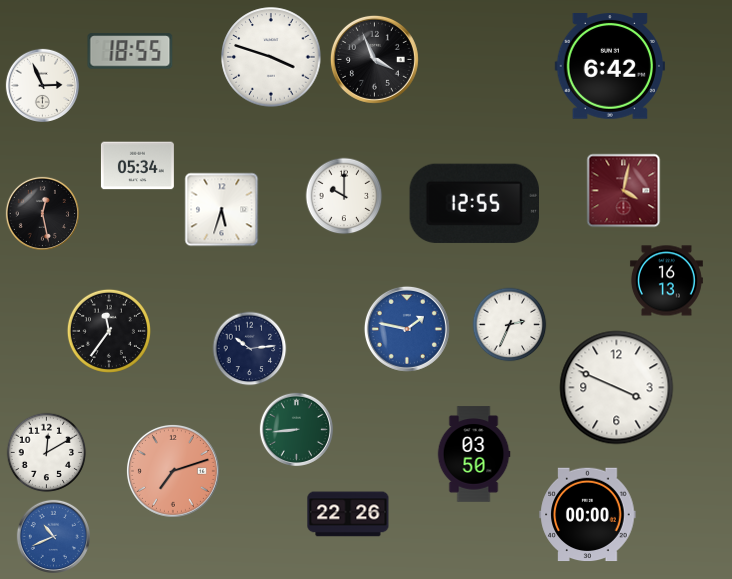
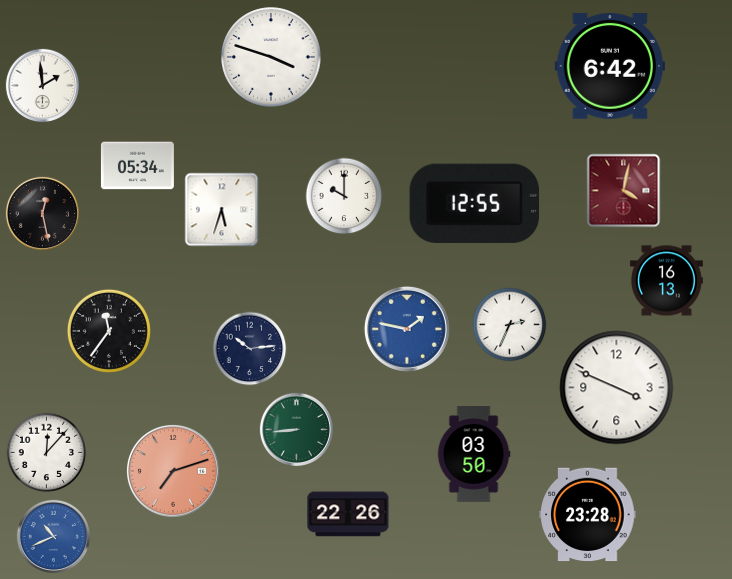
clock at (130, 51): 18:55 -> none
clock at (374, 59): 3:56 -> none
clock at (42, 85): 2:56 -> 1:59
clock at (47, 453): 12:10 -> 12:07
clock at (588, 515): 00:00 -> 23:28
